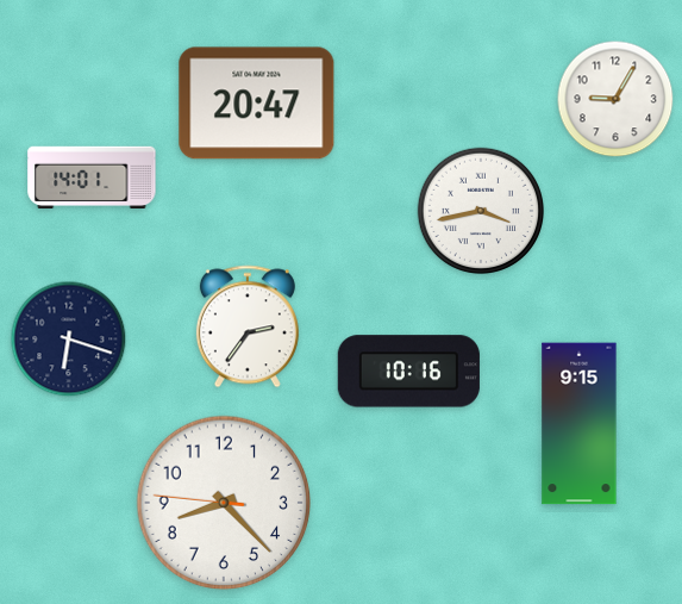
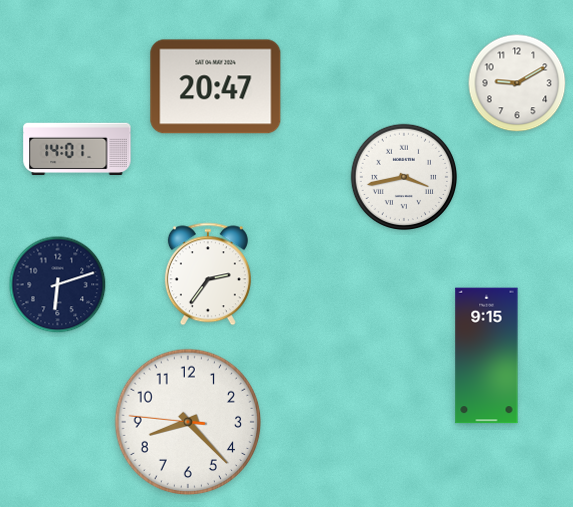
clock at (615, 99): 9:05 -> 9:10
clock at (69, 340): 6:18 -> 6:12
clock at (408, 372): 10:16 -> none
